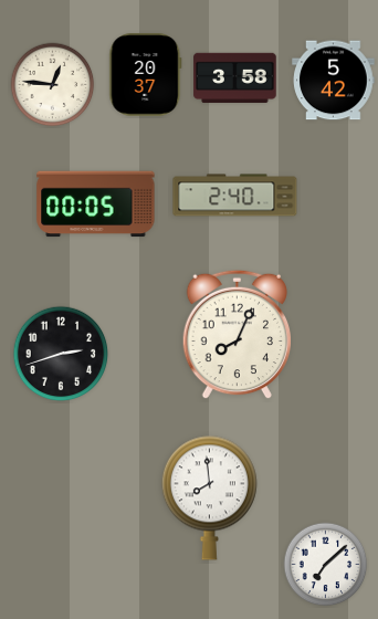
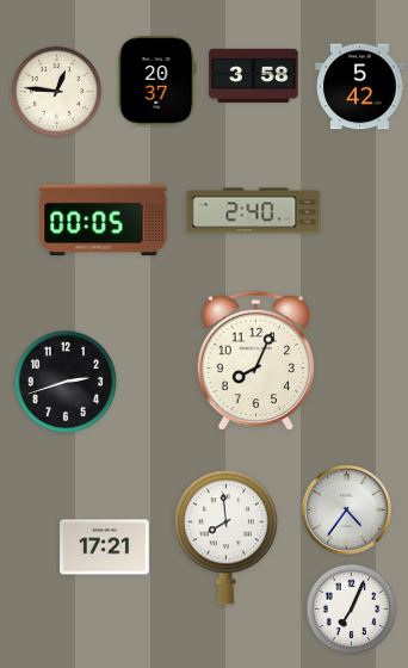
clock at (235, 77) position: (235, 77) -> (254, 75)
clock at (346, 509): none -> 4:36
clock at (105, 548): none -> 17:21
clock at (326, 565): 7:08 -> 7:04
